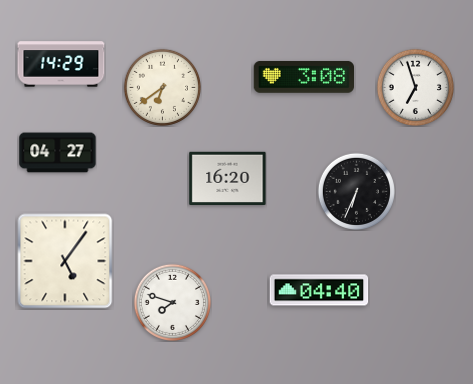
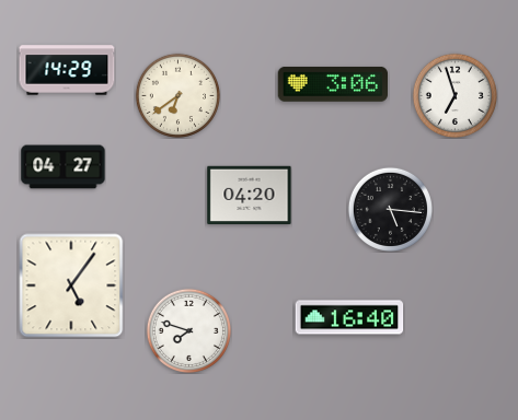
clock at (303, 77): 3:08 -> 3:06
clock at (228, 179): 16:20 -> 04:20
clock at (356, 191): 6:34 -> 5:16
clock at (319, 290): 04:40 -> 16:40
